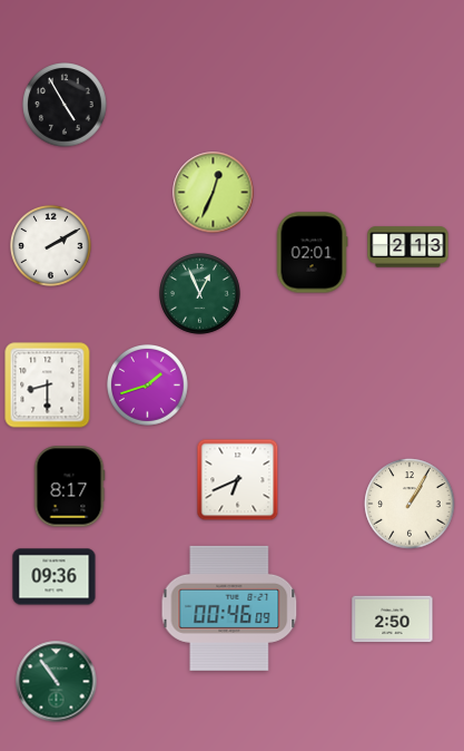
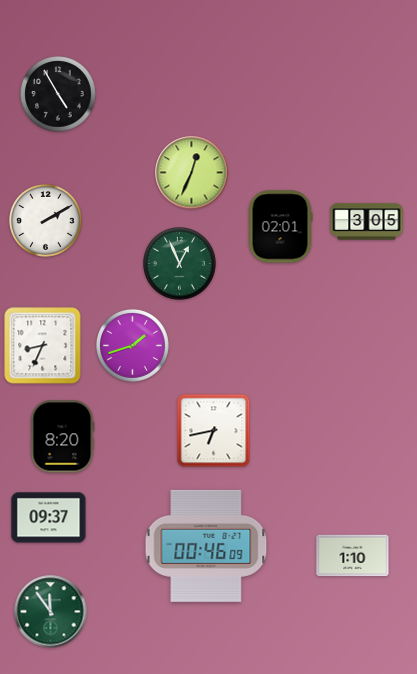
clock at (408, 247): 2:13 -> 3:05
clock at (48, 386): 8:30 -> 8:34
clock at (238, 480): 6:41 -> 6:43
clock at (69, 487): 8:17 -> 8:20
clock at (409, 504): 1:05 -> none
clock at (55, 577): 09:36 -> 09:37
clock at (393, 620): 2:50 -> 1:10
clock at (57, 682): 10:54 -> 11:54
